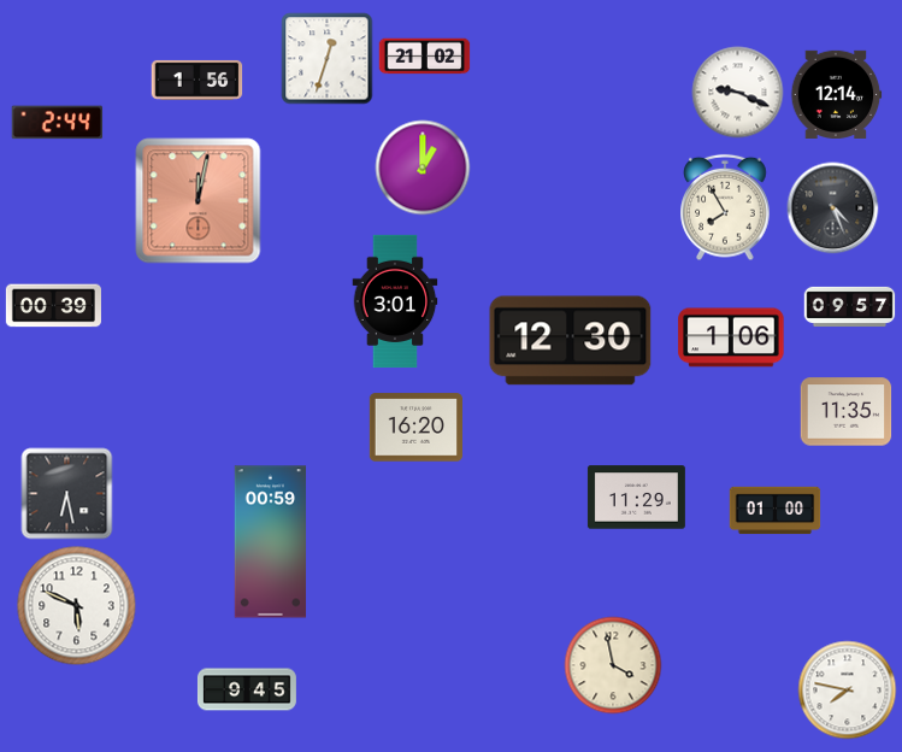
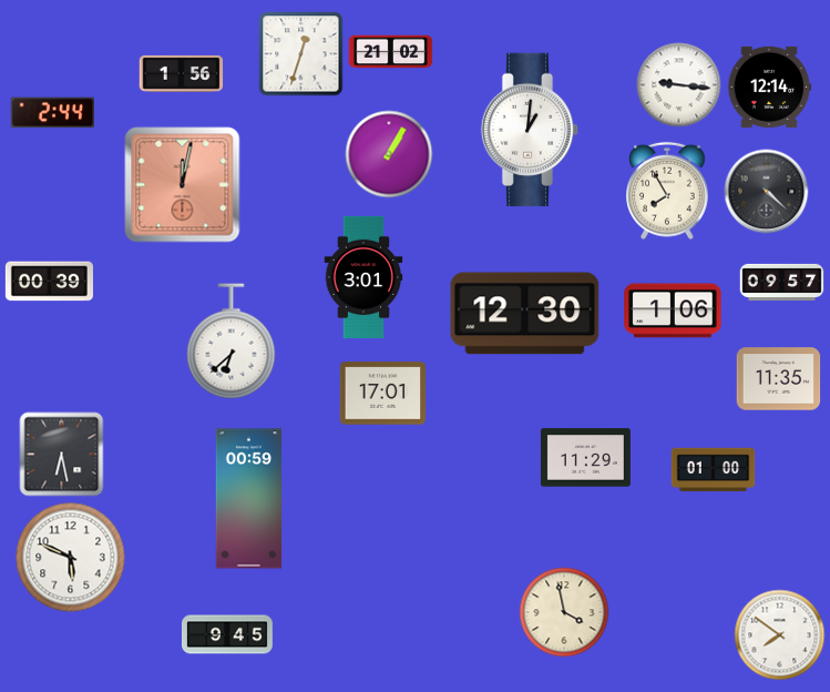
clock at (738, 93): 9:19 -> 9:16
clock at (530, 130): none -> 1:01
clock at (423, 168): 1:00 -> 1:05
clock at (833, 208): 4:26 -> 4:22
clock at (232, 342): none -> 6:38
clock at (415, 428): 16:20 -> 17:01
clock at (848, 691): 7:47 -> 7:51
